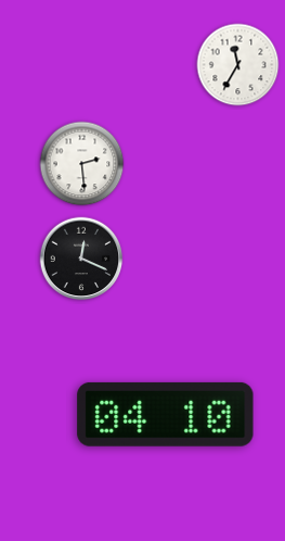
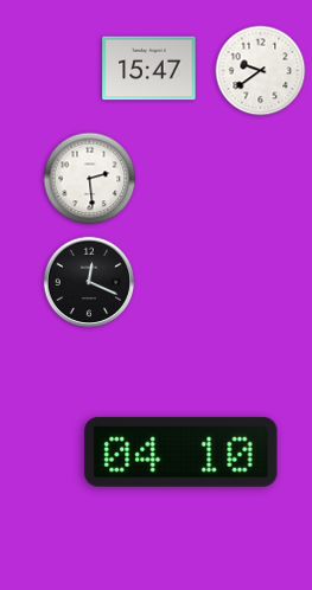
clock at (149, 69): none -> 15:47
clock at (238, 65): 11:35 -> 9:39
